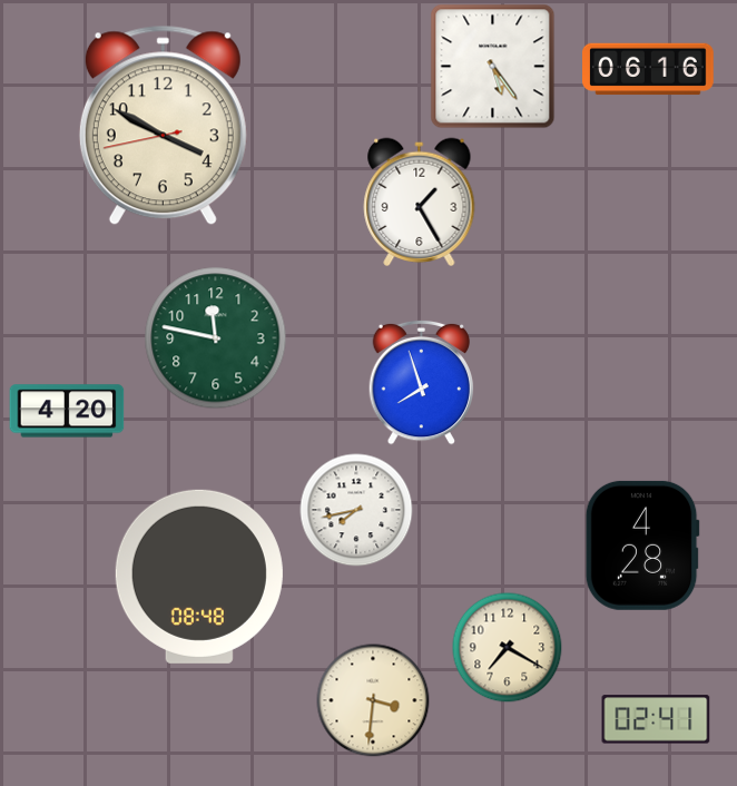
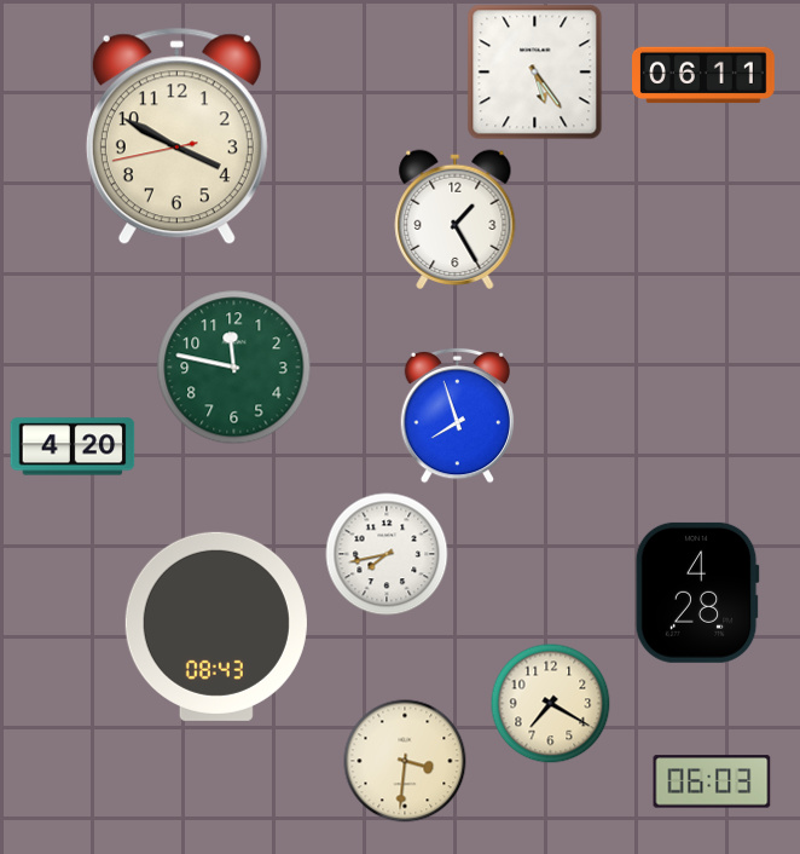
clock at (649, 69): 06:16 -> 06:11
clock at (199, 577): 08:48 -> 08:43
clock at (656, 719): 02:41 -> 06:03
